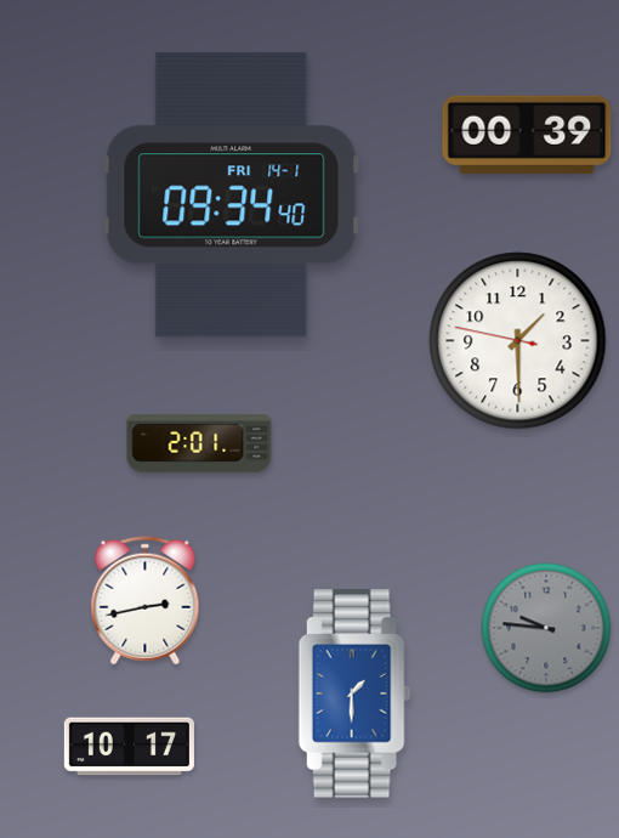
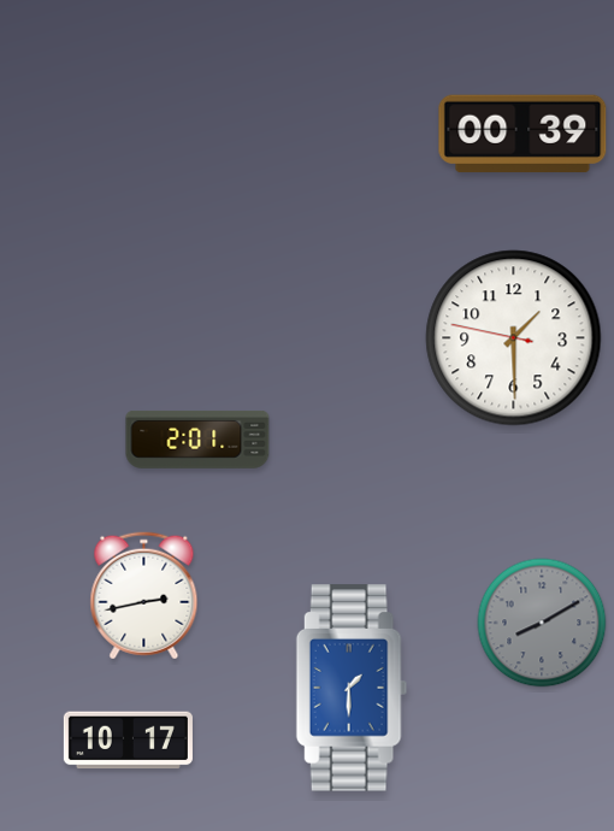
clock at (232, 196): 09:34 -> none
clock at (546, 628): 9:46 -> 8:10
